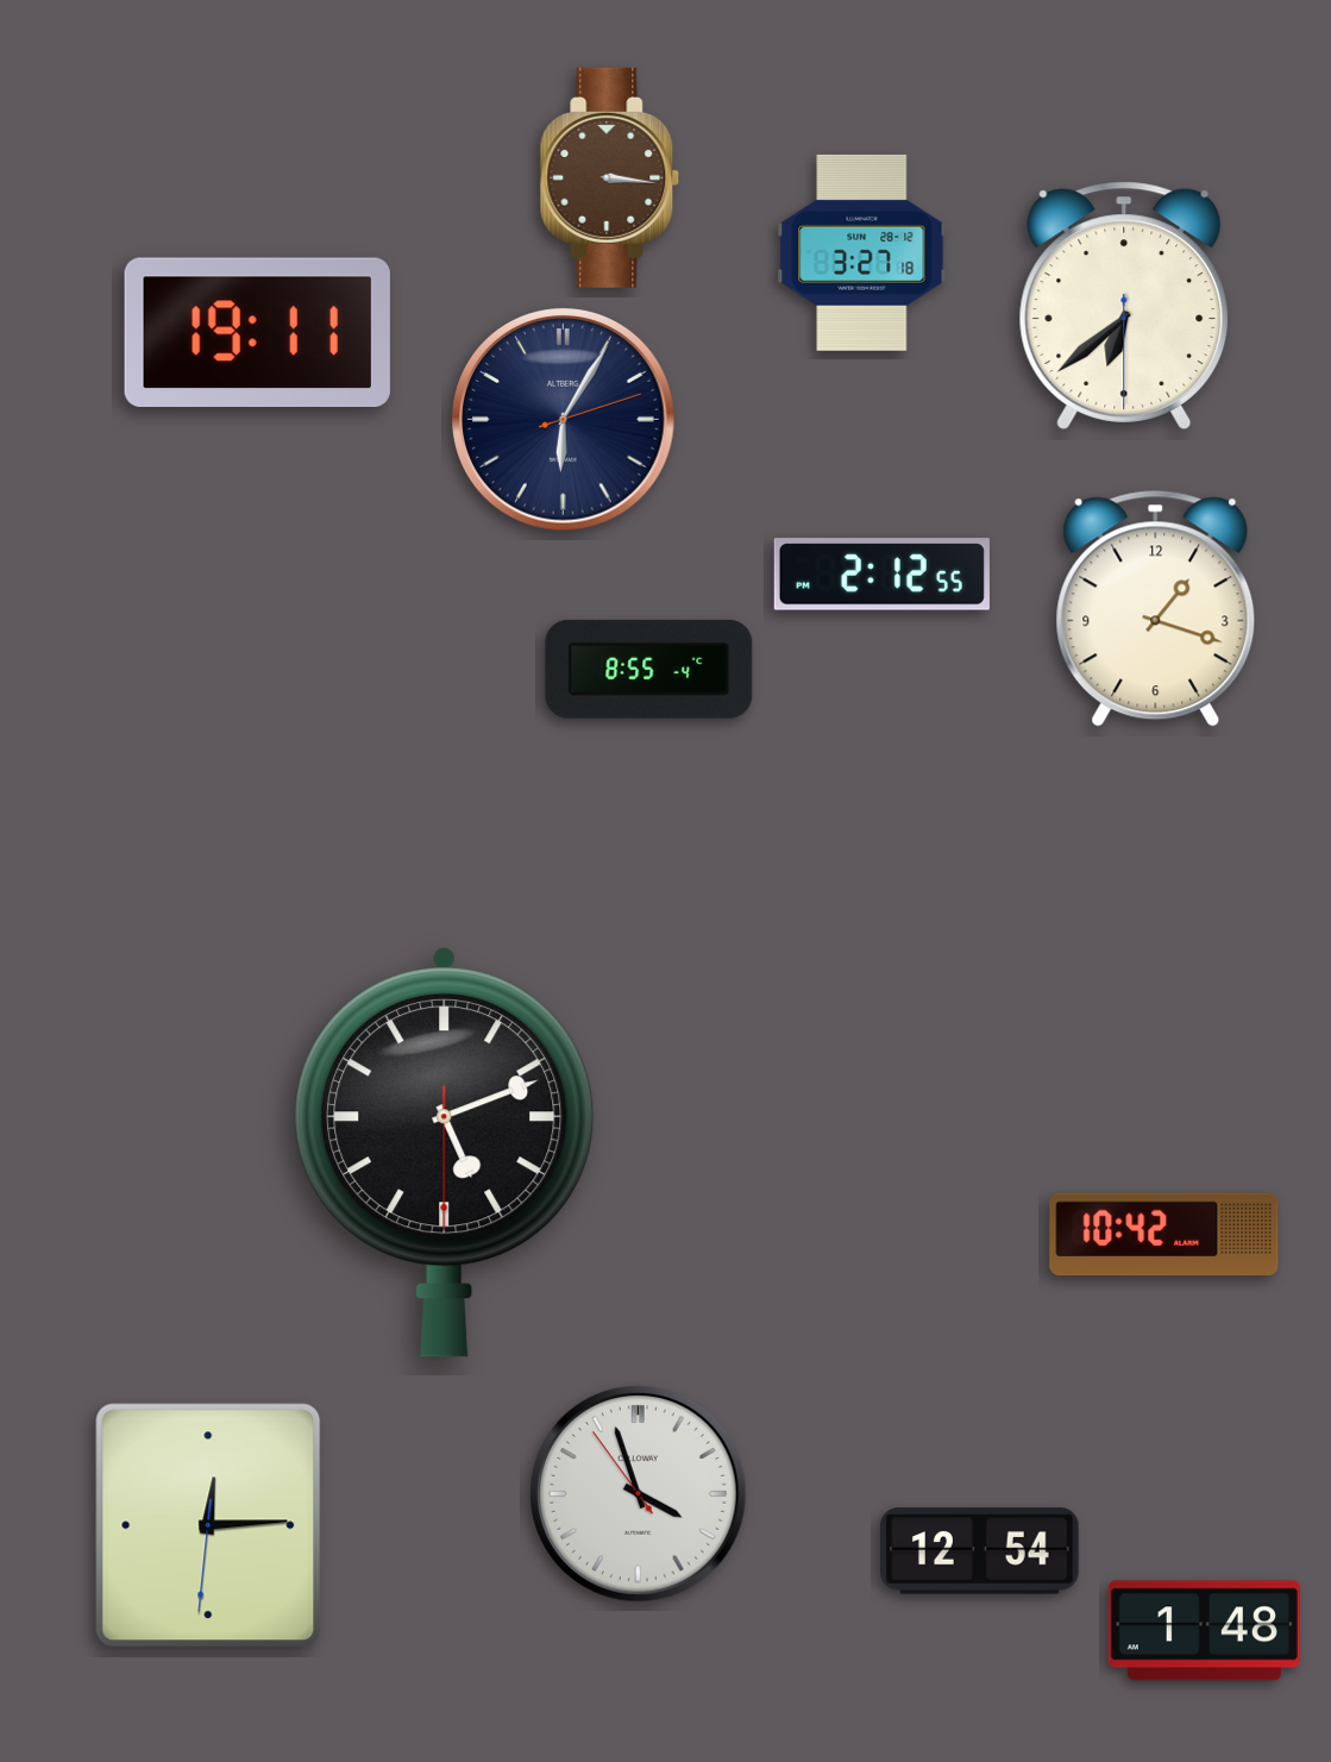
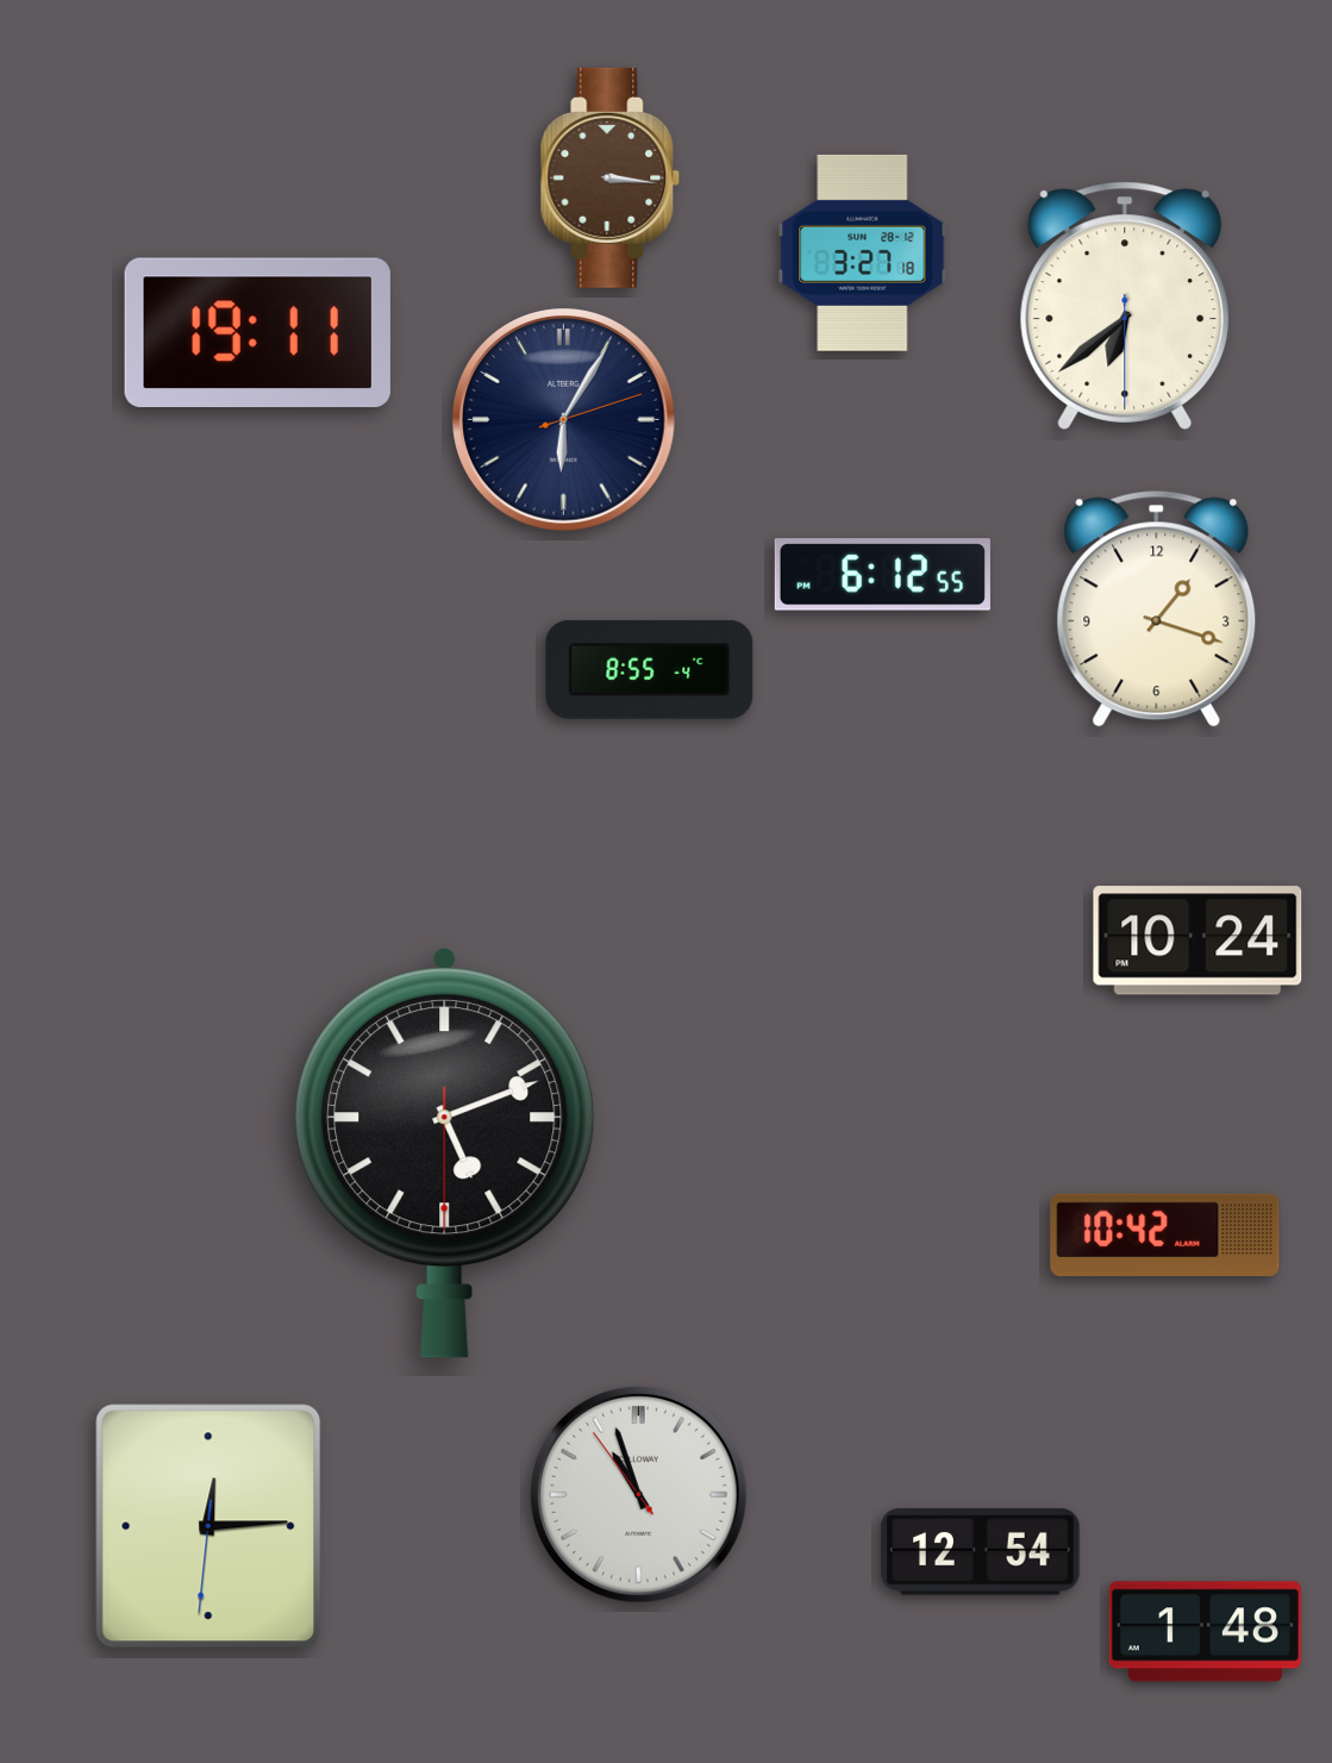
clock at (881, 575): 2:12 -> 6:12
clock at (1197, 940): none -> 10:24
clock at (639, 1494): 3:56 -> 10:56
